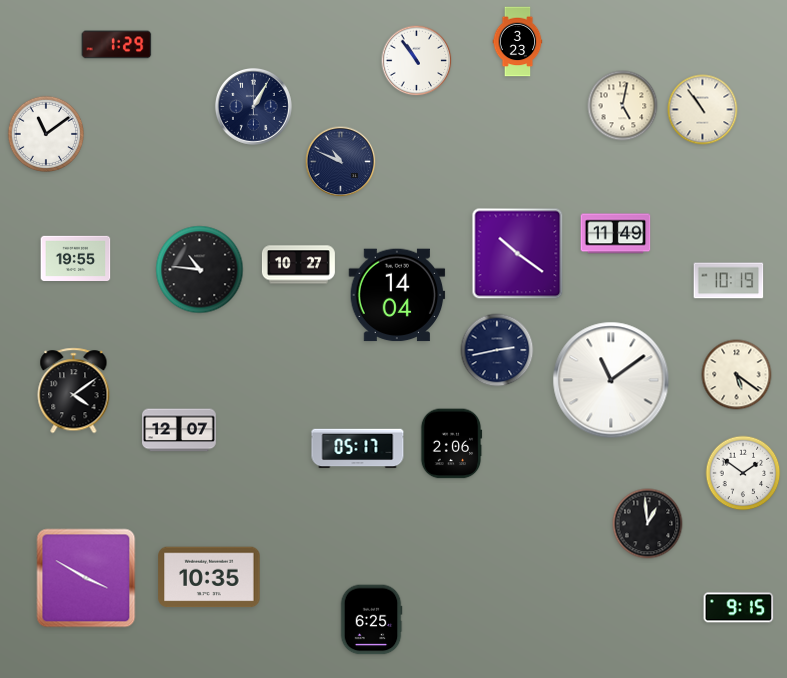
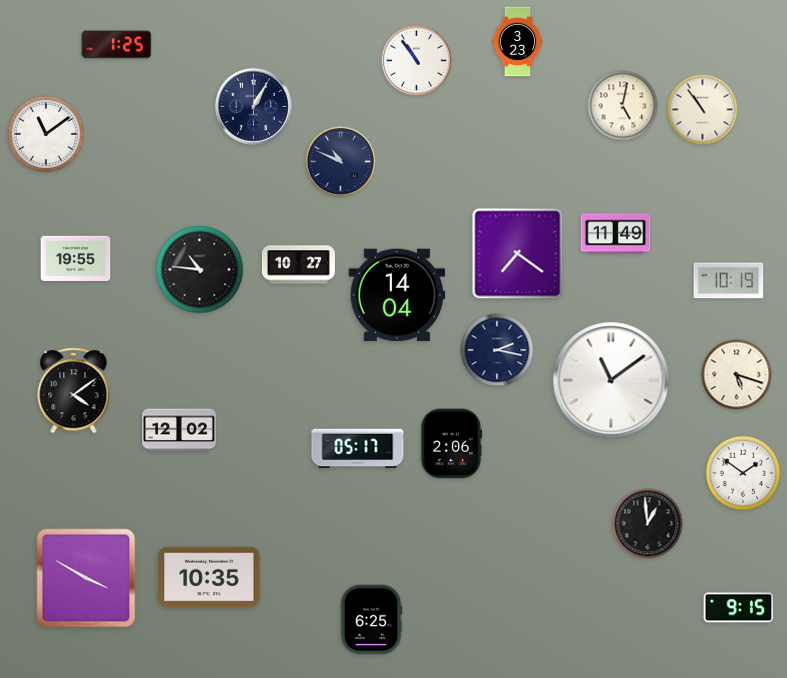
clock at (117, 45): 1:29 -> 1:25
clock at (518, 254): 10:21 -> 7:21
clock at (497, 350): 2:43 -> 2:17
clock at (737, 375): 5:21 -> 5:18
clock at (179, 430): 12:07 -> 12:02
